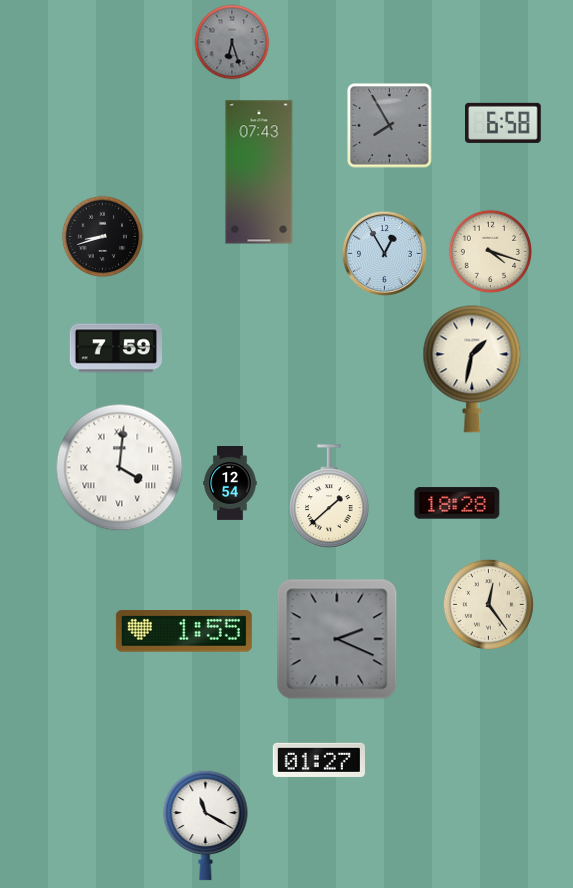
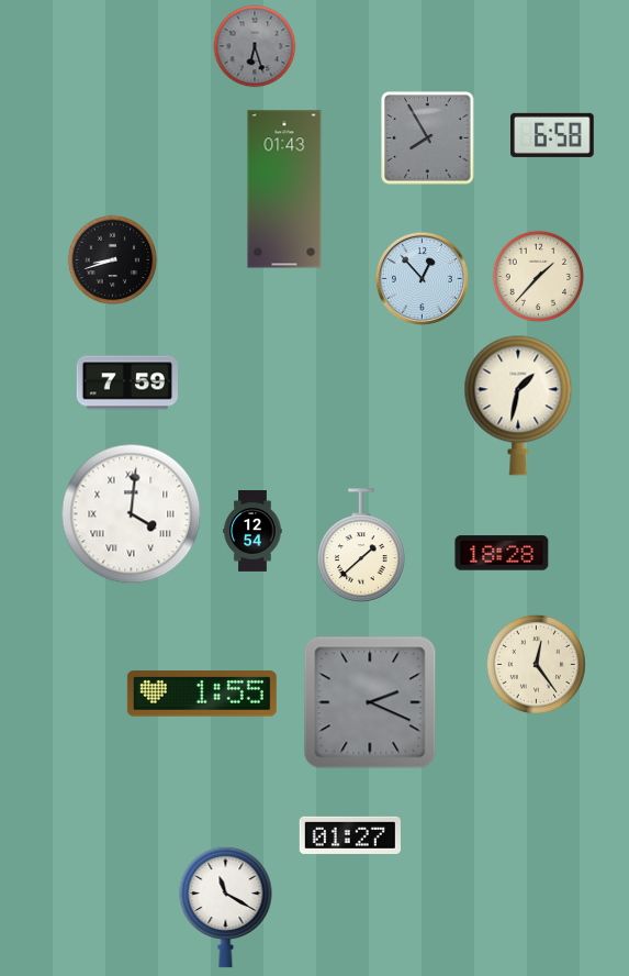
clock at (259, 172): 07:43 -> 01:43
clock at (491, 252): 4:18 -> 1:37
clock at (384, 253): 12:55 -> 12:53
